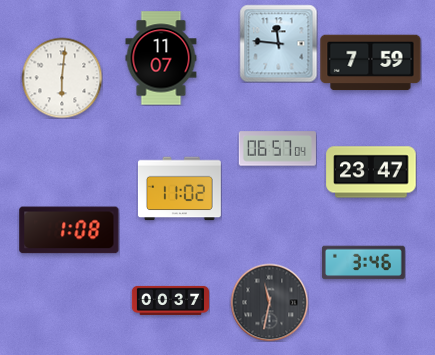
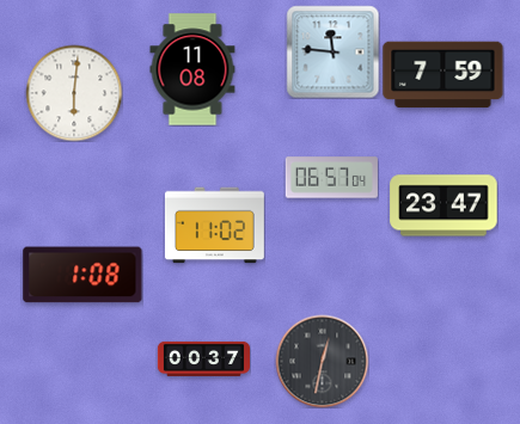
clock at (161, 58): 11:07 -> 11:08
clock at (363, 263): 3:46 -> none
clock at (269, 302): 11:32 -> 12:32
